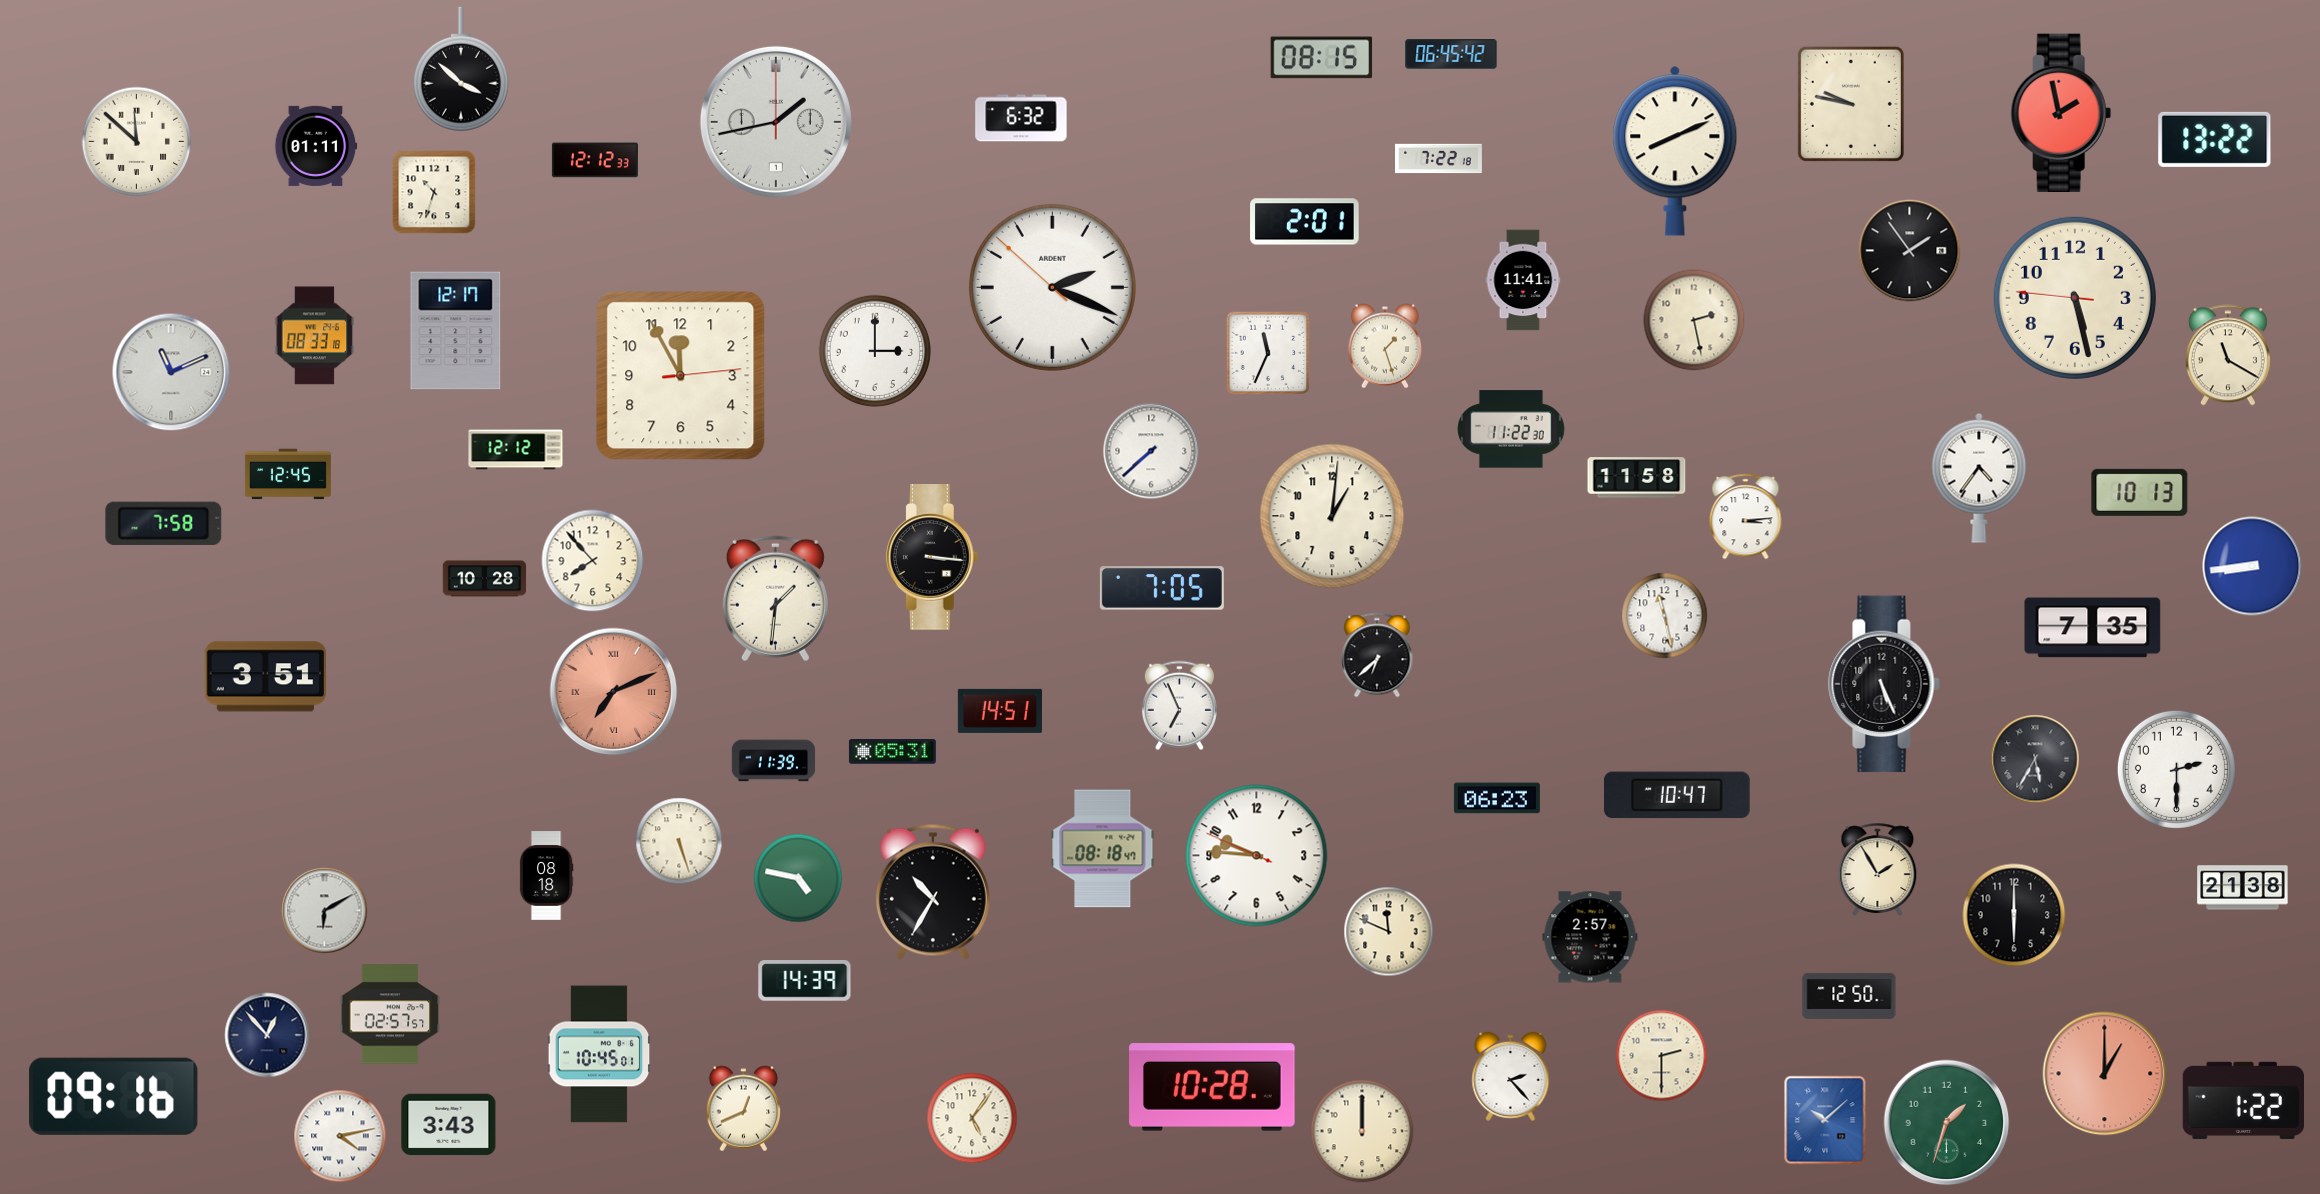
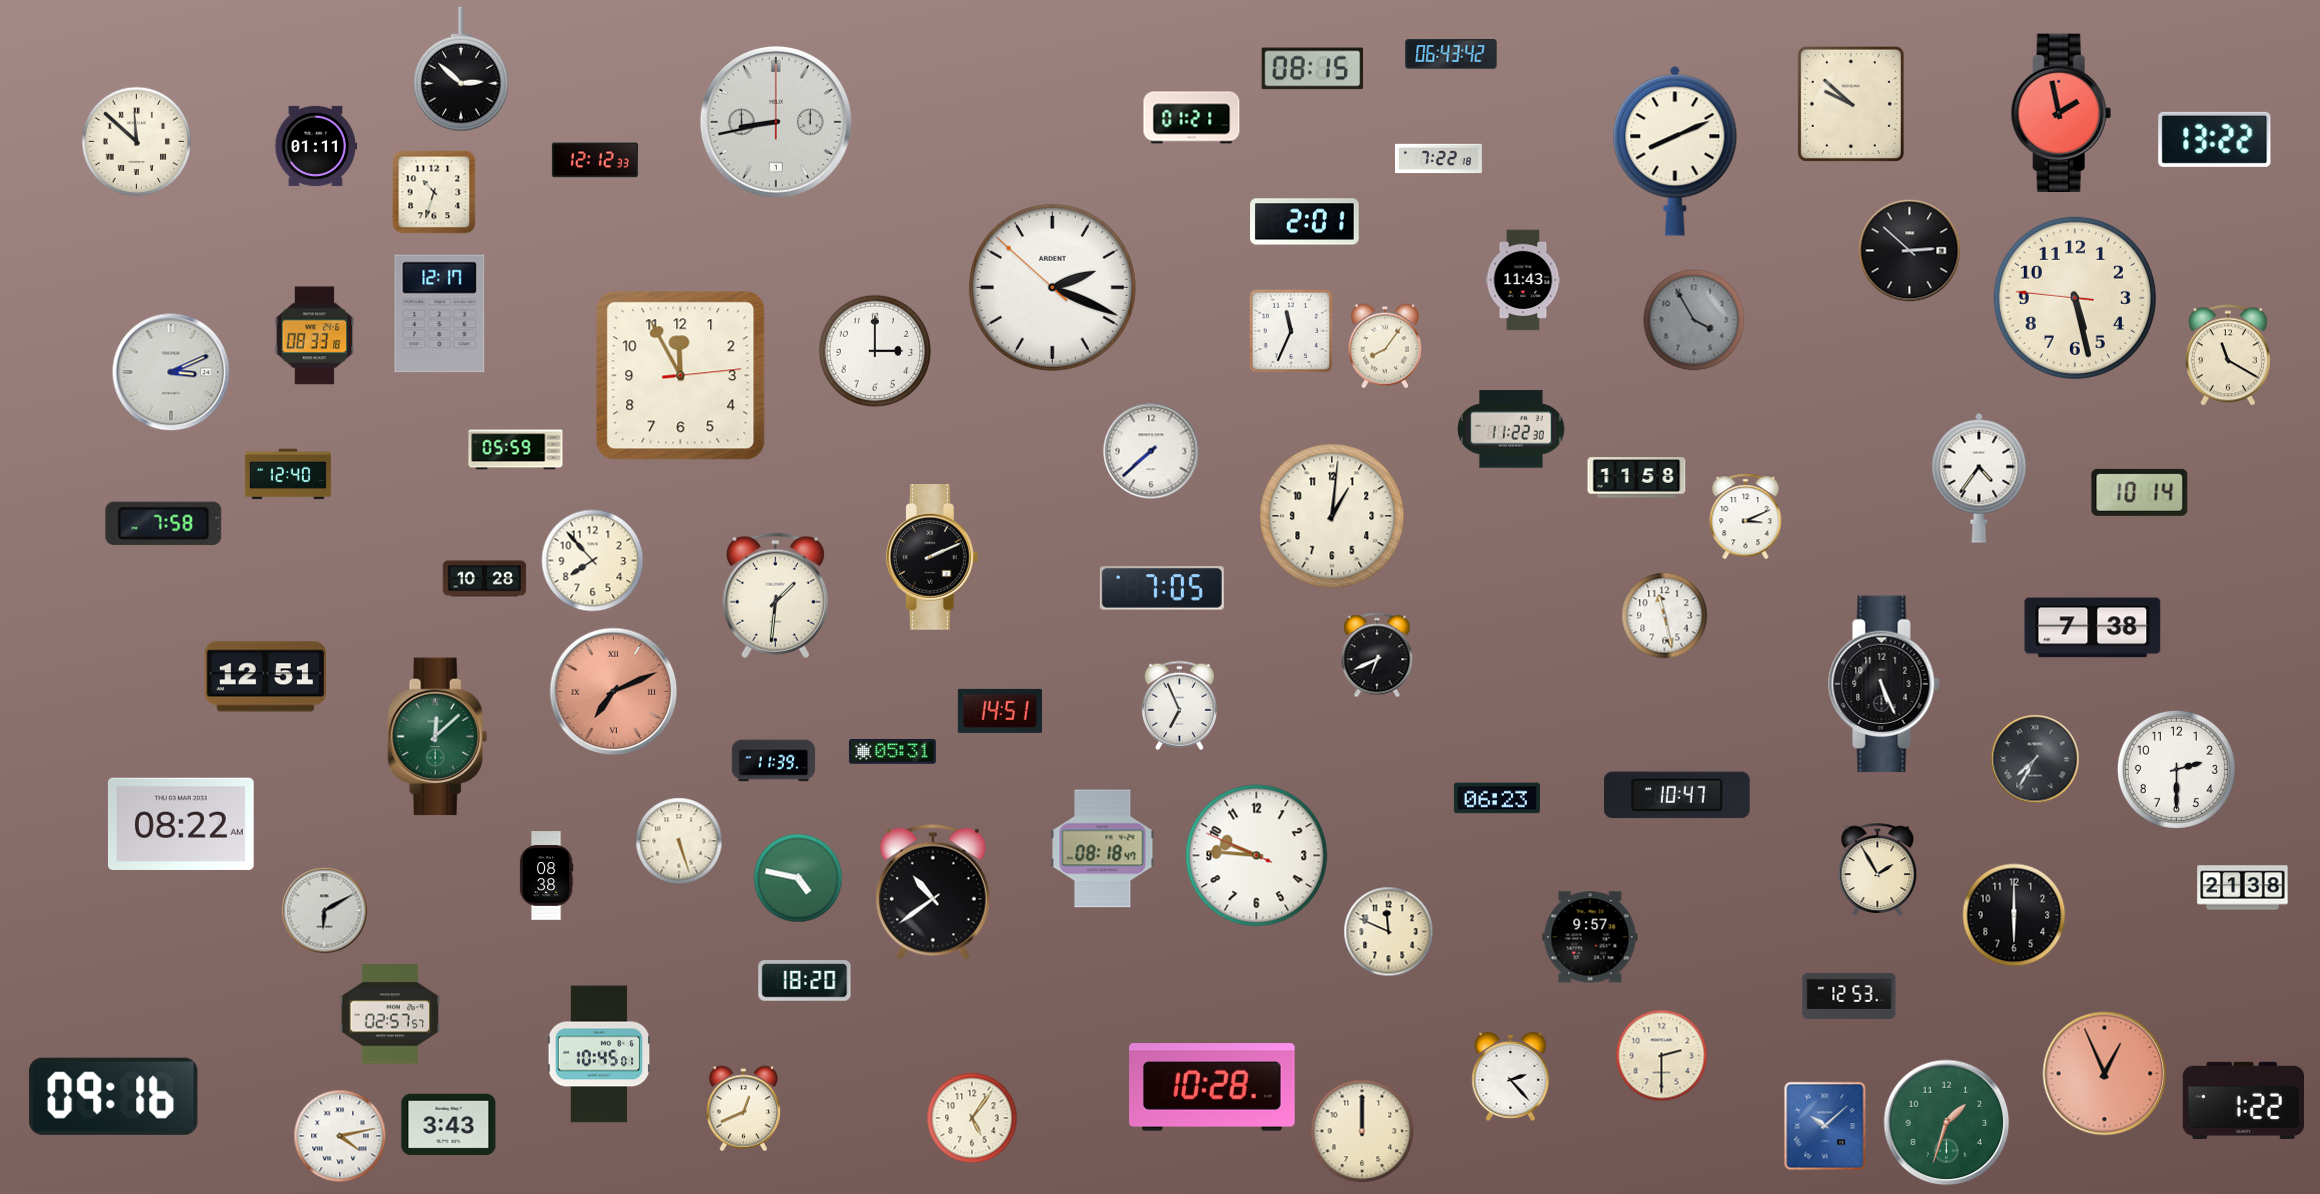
clock at (1451, 54): 06:45 -> 06:43
clock at (1322, 58) position: (1322, 58) -> (1313, 69)
clock at (461, 69): 3:52 -> 2:52
clock at (1851, 104): 9:47 -> 9:52
clock at (1021, 118): 6:32 -> none
clock at (1192, 118): none -> 01:21
clock at (776, 122): 1:43 -> 8:43
clock at (1910, 251): 1:54 -> 2:52
clock at (1523, 280): 11:41 -> 11:43
clock at (1694, 320): 2:28 -> 3:55
clock at (1694, 320) dial: cream -> grey
clock at (456, 331) position: (456, 331) -> (440, 314)
clock at (1385, 346): 1:27 -> 8:06
clock at (1268, 353) position: (1268, 353) -> (1291, 331)
clock at (171, 372): 11:11 -> 3:11
clock at (516, 450): 12:12 -> 05:59
clock at (288, 474): 12:45 -> 12:40
clock at (2140, 492): 10:13 -> 10:14
clock at (1746, 517): 3:14 -> 3:11
clock at (932, 558): 3:16 -> 2:11
clock at (2252, 566): 8:44 -> none
clock at (775, 599) position: (775, 599) -> (775, 596)
clock at (2093, 628): 7:35 -> 7:38
clock at (1377, 655): 6:38 -> 6:41
clock at (265, 677): 3:51 -> 12:51
clock at (438, 737): none -> 12:08
clock at (2035, 759): 5:35 -> 7:35
clock at (181, 824): none -> 08:22
clock at (546, 876): 08:18 -> 08:38
clock at (933, 892): 10:35 -> 10:39
clock at (1590, 937): 2:57 -> 9:57
clock at (805, 981): 14:39 -> 18:20
clock at (1849, 996): 12:50 -> 12:53
clock at (267, 1035): 12:53 -> none
clock at (2105, 1074): 1:00 -> 12:56
clock at (1825, 1120) position: (1825, 1120) -> (1825, 1126)
